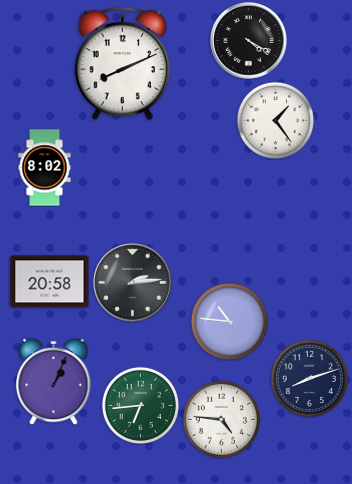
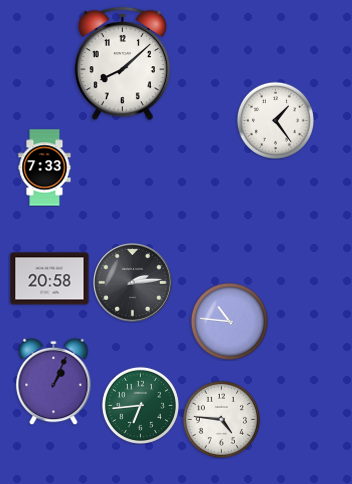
clock at (249, 41): 4:20 -> none
clock at (123, 64): 8:11 -> 8:08
clock at (45, 168): 8:02 -> 7:33
clock at (50, 282) position: (50, 282) -> (50, 279)
clock at (309, 378): 8:12 -> none
